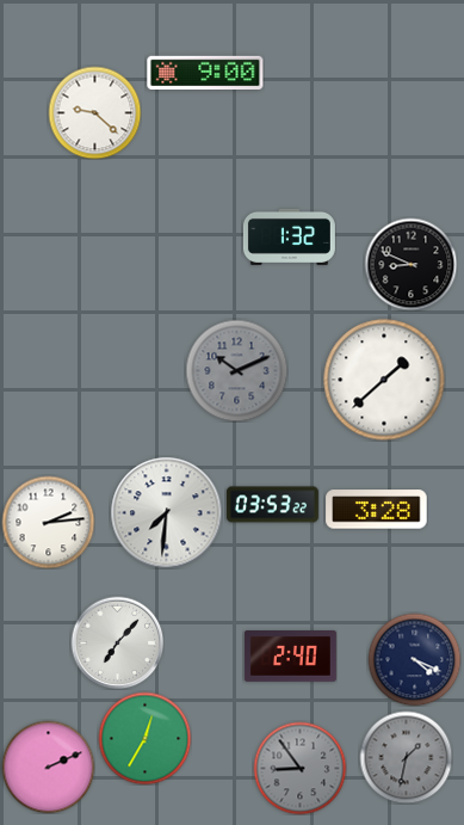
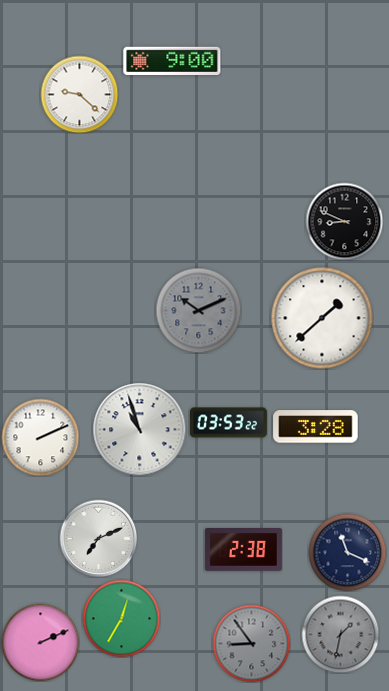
clock at (289, 236): 1:32 -> none
clock at (166, 512): 7:31 -> 10:57
clock at (48, 522): 2:14 -> 2:11
clock at (117, 642): 7:07 -> 7:11
clock at (290, 657): 2:40 -> 2:38
clock at (414, 659): 4:19 -> 11:19
